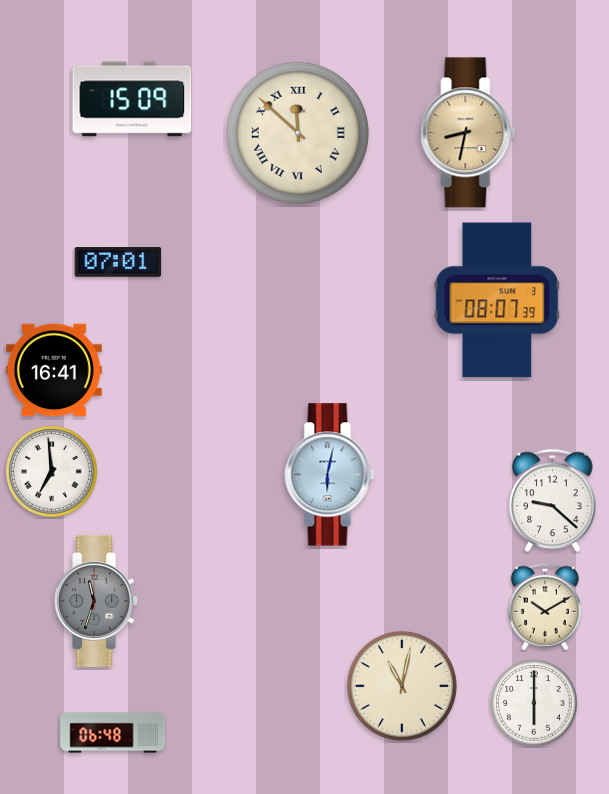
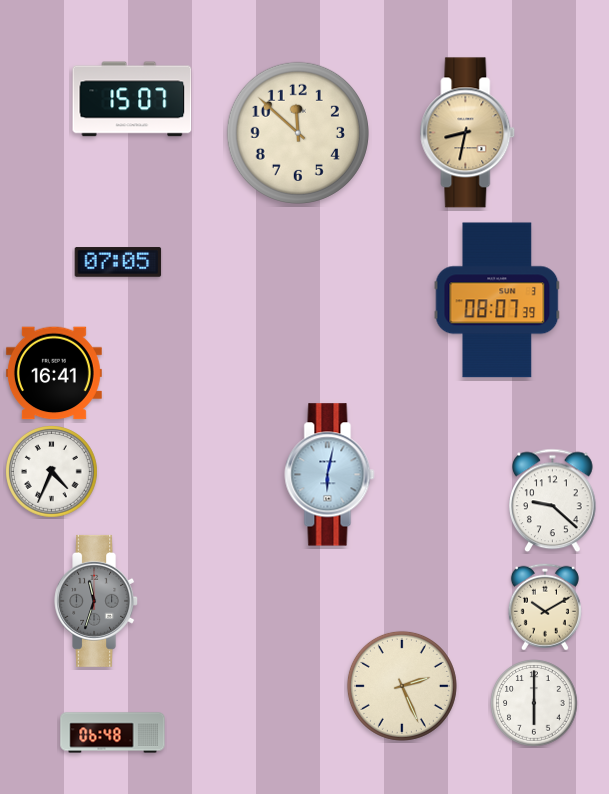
clock at (132, 99): 15:09 -> 15:07
clock at (298, 133) numerals: Roman -> Arabic
clock at (118, 262): 07:01 -> 07:05
clock at (54, 370) position: (54, 370) -> (54, 373)
clock at (52, 472): 6:59 -> 4:34
clock at (402, 686): 11:02 -> 2:26
